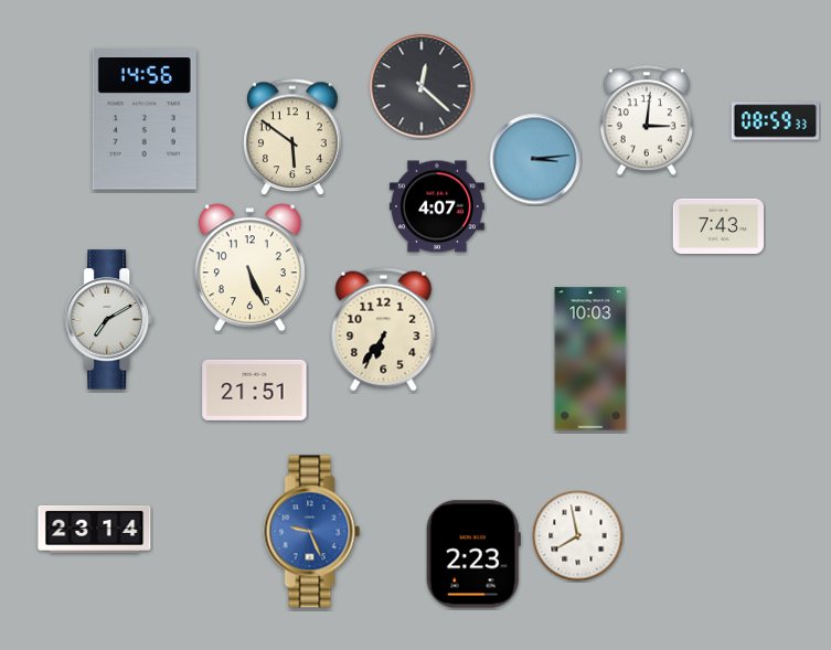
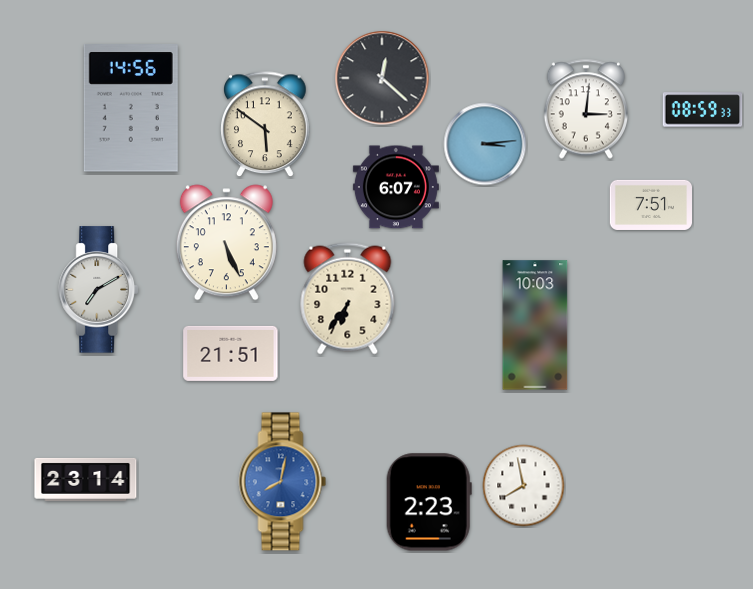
clock at (437, 206): 4:07 -> 6:07
clock at (717, 226): 7:43 -> 7:51
clock at (312, 532): 9:26 -> 8:02
